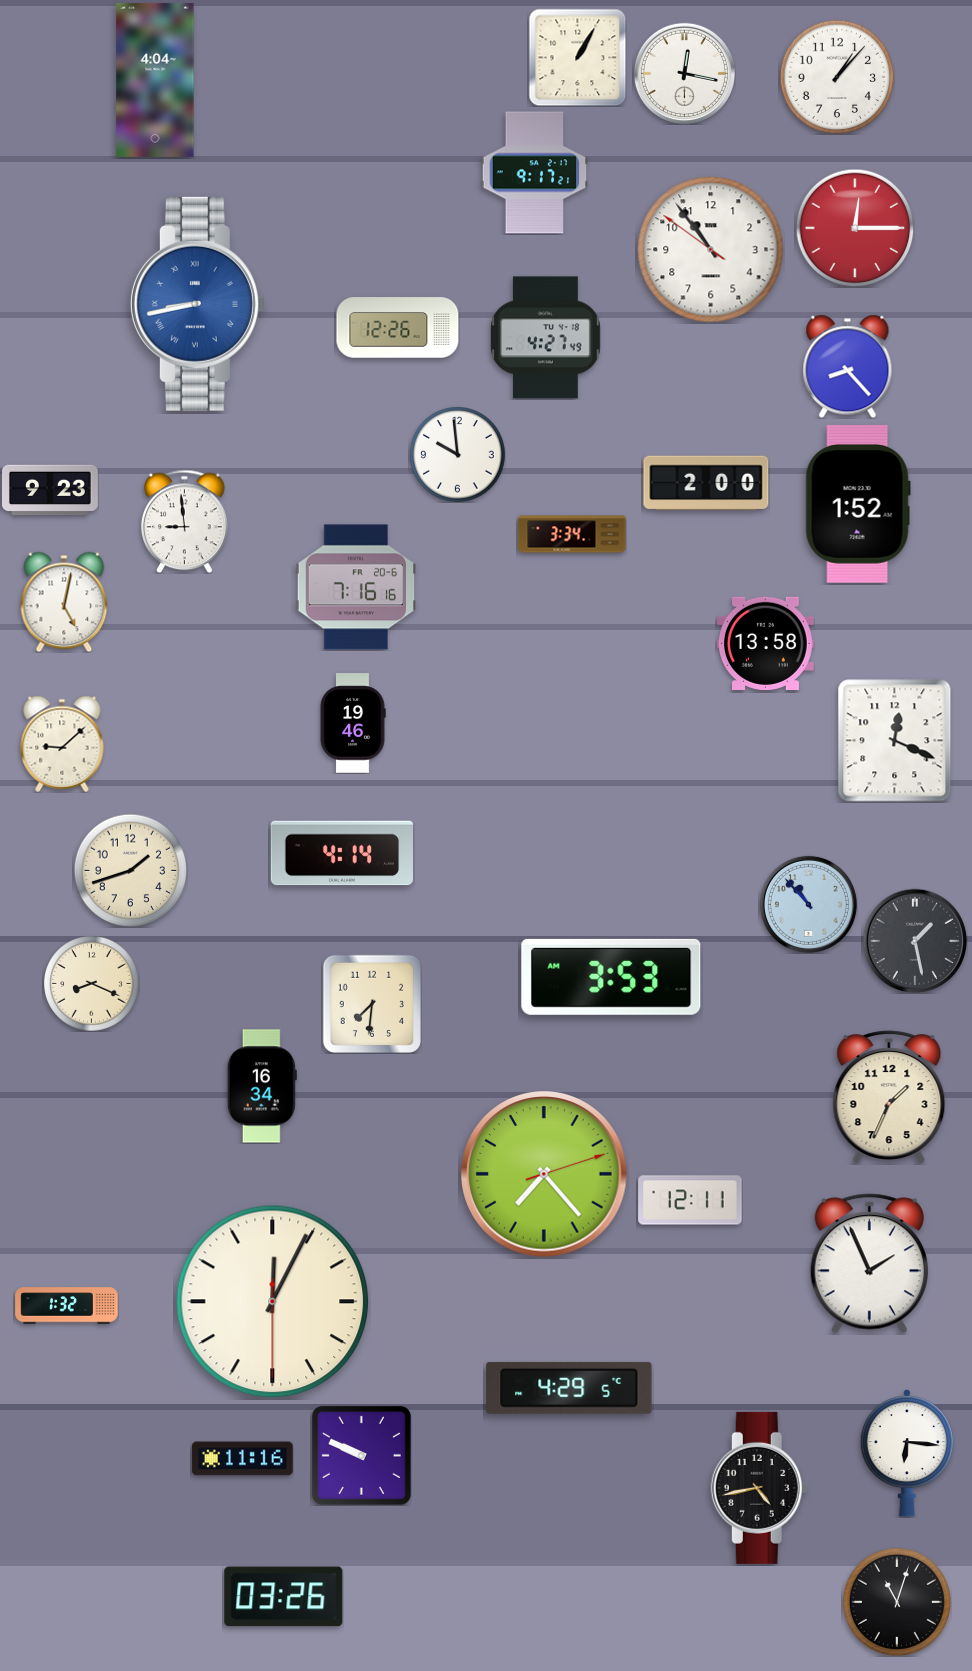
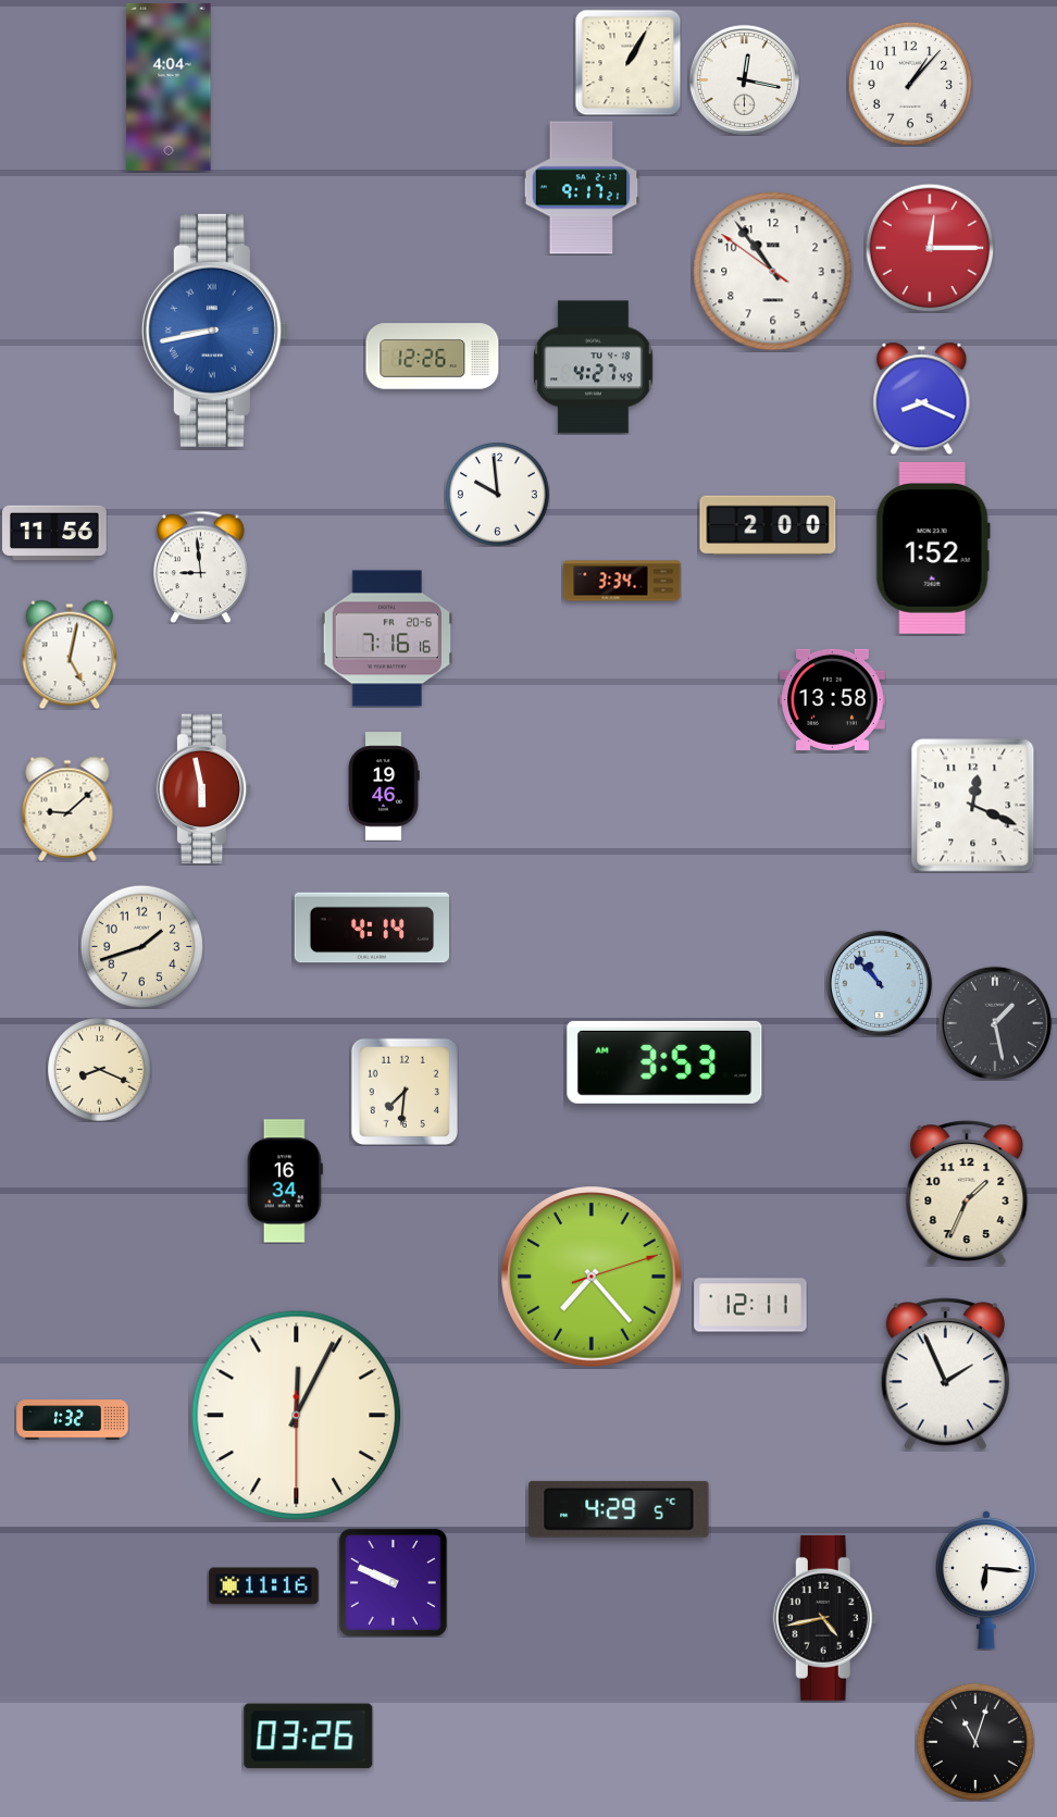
clock at (848, 366): 8:23 -> 8:19
clock at (51, 490): 9:23 -> 11:56
clock at (204, 789): none -> 5:58
